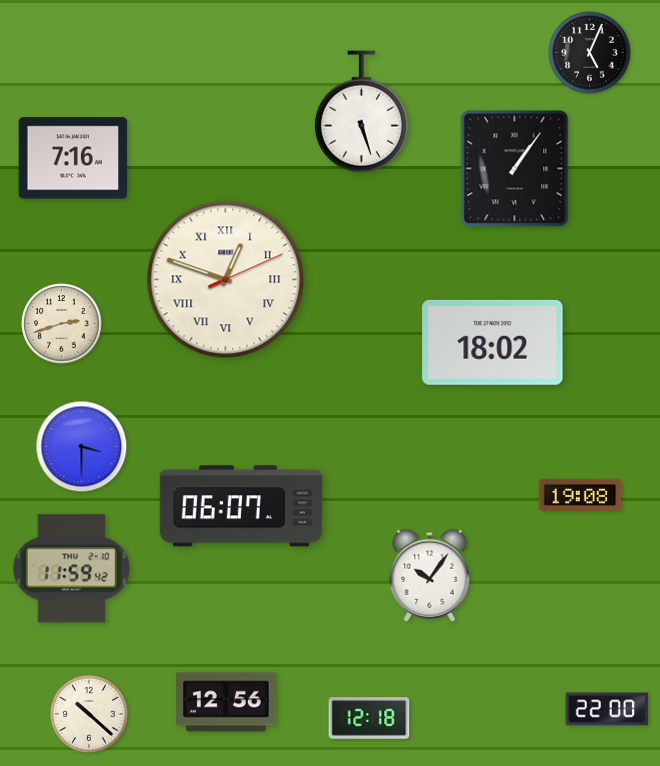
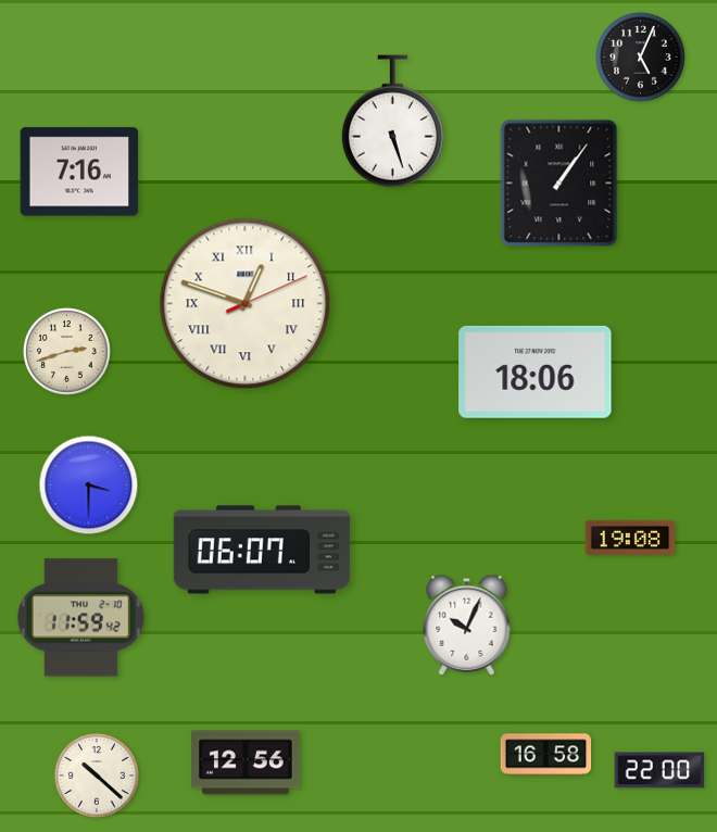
clock at (493, 342): 18:02 -> 18:06
clock at (71, 569) position: (71, 569) -> (80, 618)
clock at (430, 575): 10:06 -> 10:04
clock at (546, 755): none -> 16:58
clock at (369, 718): 12:18 -> none
